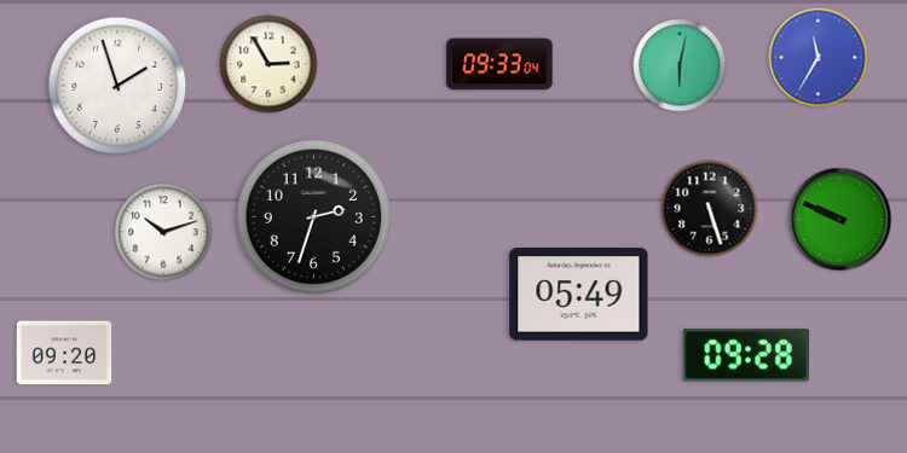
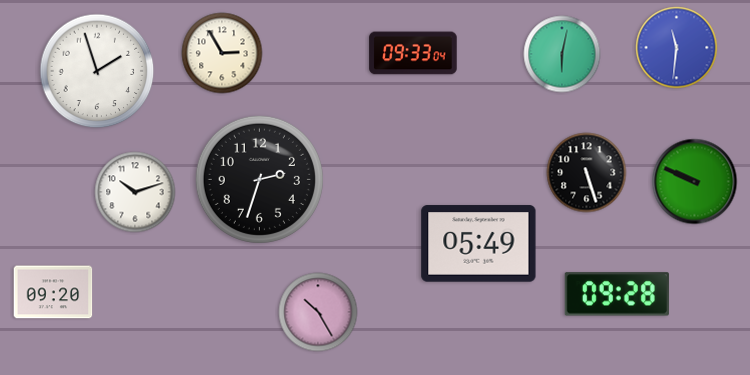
clock at (819, 58): 11:35 -> 11:31
clock at (318, 312): none -> 10:25
